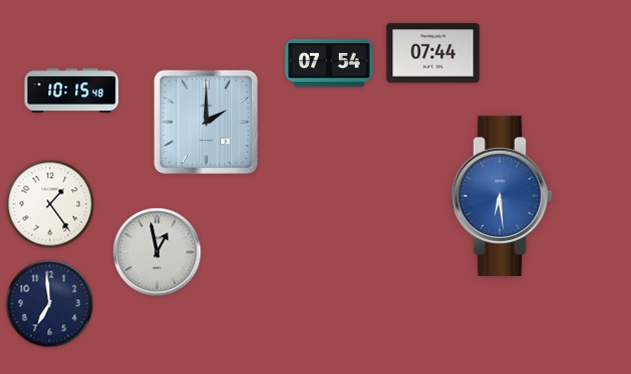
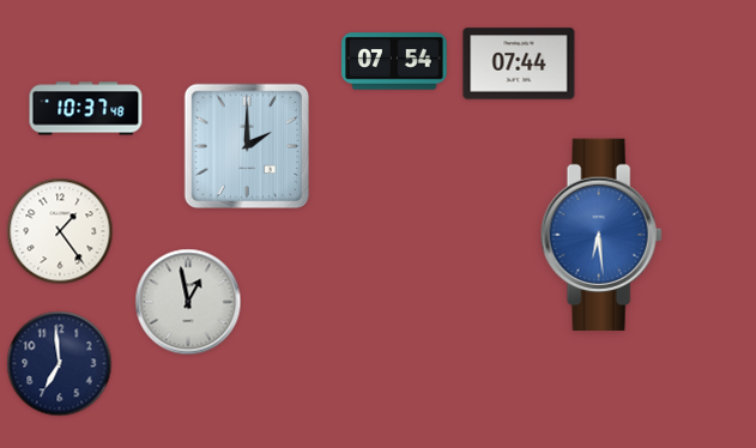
clock at (329, 63) position: (329, 63) -> (394, 61)
clock at (72, 91): 10:15 -> 10:37
clock at (50, 204) position: (50, 204) -> (60, 231)
